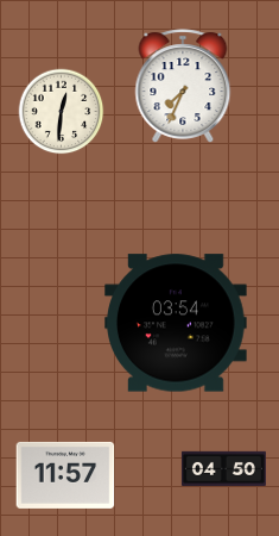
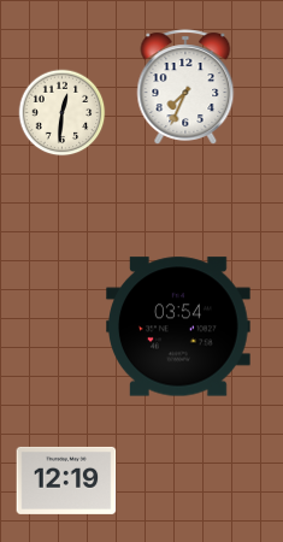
clock at (223, 468): 04:50 -> none
clock at (65, 475): 11:57 -> 12:19
